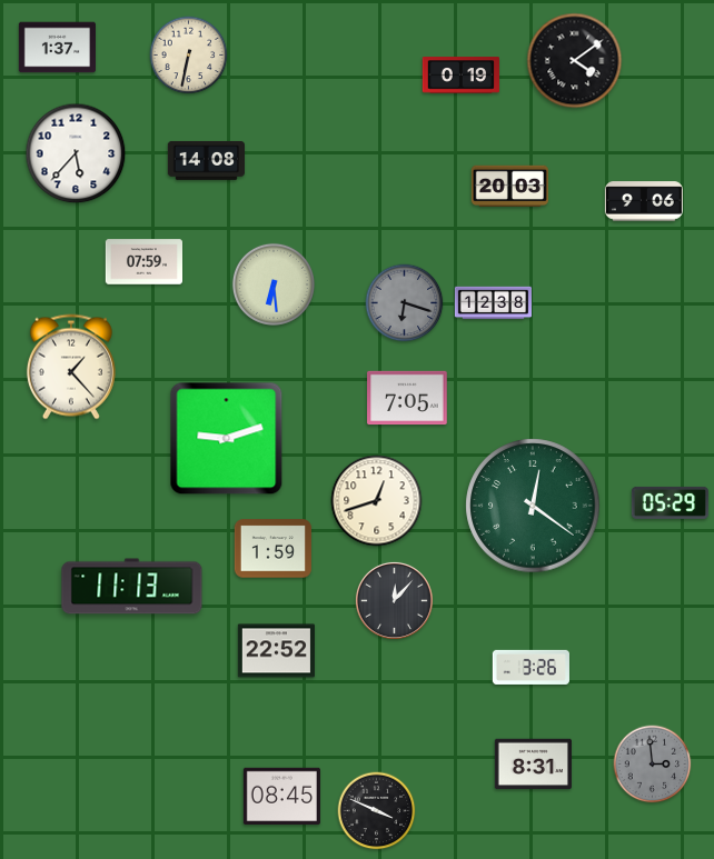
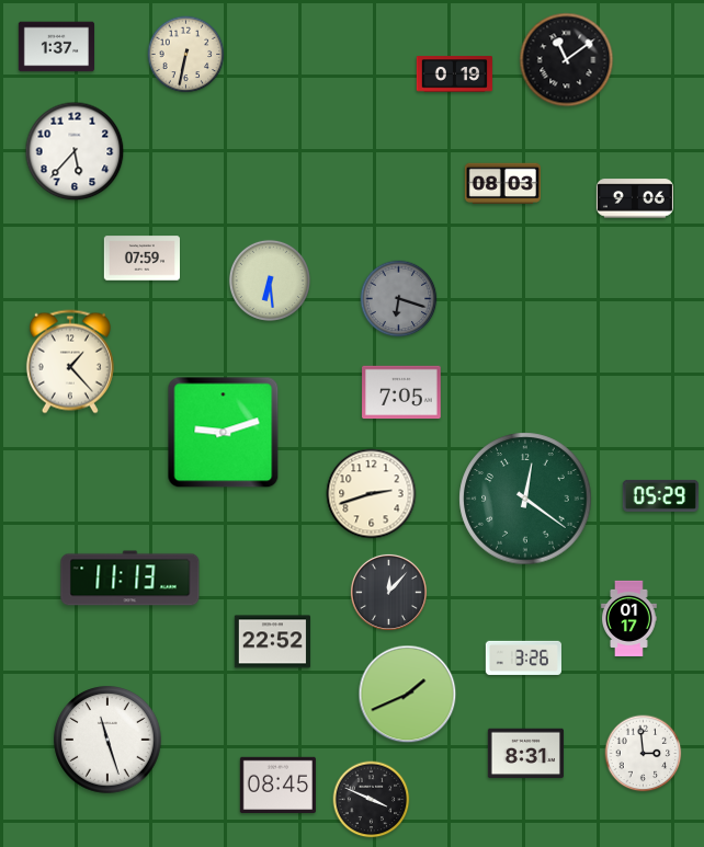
clock at (575, 61): 4:09 -> 11:09
clock at (206, 160): 14:08 -> none
clock at (509, 187): 20:03 -> 08:03
clock at (493, 303): 12:38 -> none
clock at (377, 501): 12:42 -> 2:42
clock at (272, 549): 1:59 -> none
clock at (629, 618): none -> 01:17
clock at (408, 695): none -> 1:41
clock at (107, 740): none -> 11:27
clock at (653, 765) dial: grey -> white
